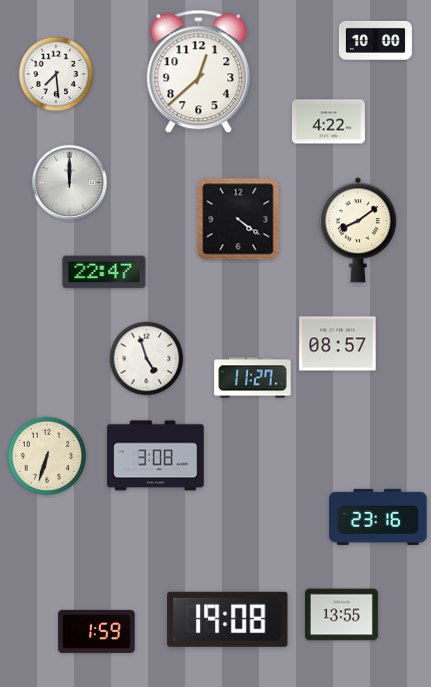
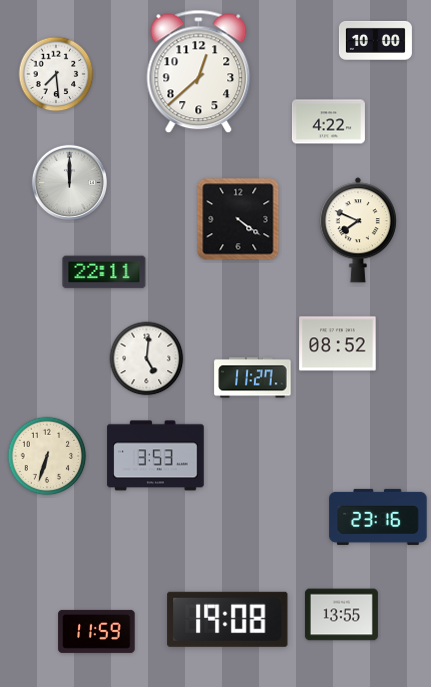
clock at (358, 230): 8:09 -> 7:49
clock at (104, 272): 22:47 -> 22:11
clock at (338, 344): 08:57 -> 08:52
clock at (147, 359): 4:57 -> 5:01
clock at (156, 456): 3:08 -> 3:53
clock at (97, 631): 1:59 -> 11:59
